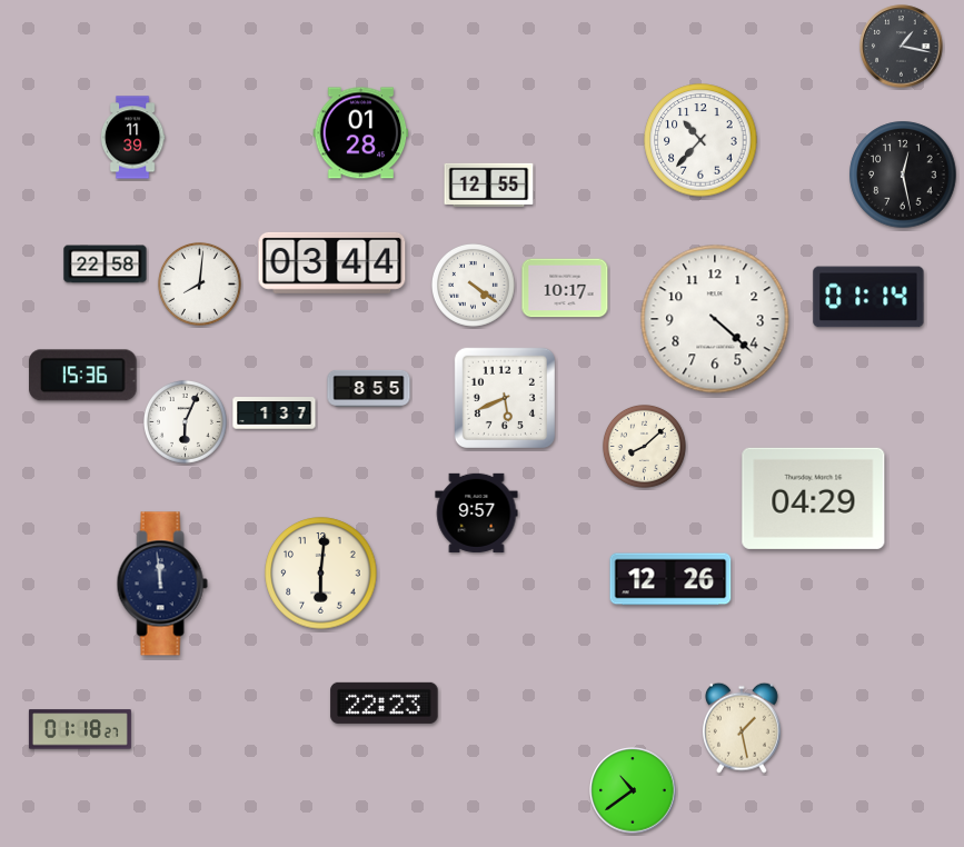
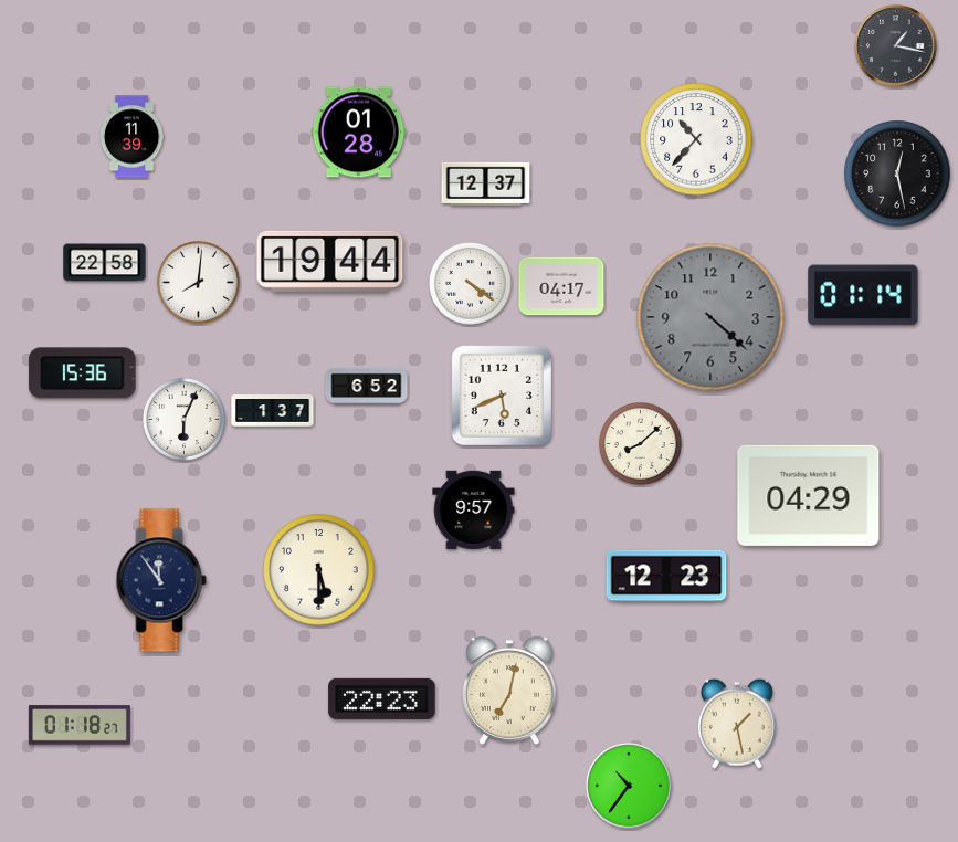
clock at (489, 185): 12:55 -> 12:37
clock at (332, 262): 03:44 -> 19:44
clock at (565, 288): 10:17 -> 04:17
clock at (715, 319) dial: white -> grey
clock at (369, 388): 8:55 -> 6:52
clock at (321, 574): 6:01 -> 5:30
clock at (670, 579): 12:26 -> 12:23
clock at (162, 584): 11:59 -> 11:54
clock at (510, 691): none -> 7:02
clock at (633, 790): 10:39 -> 10:36
